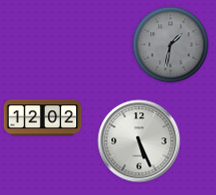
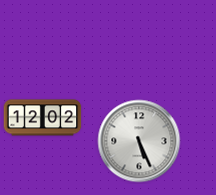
clock at (171, 45): 1:32 -> none
